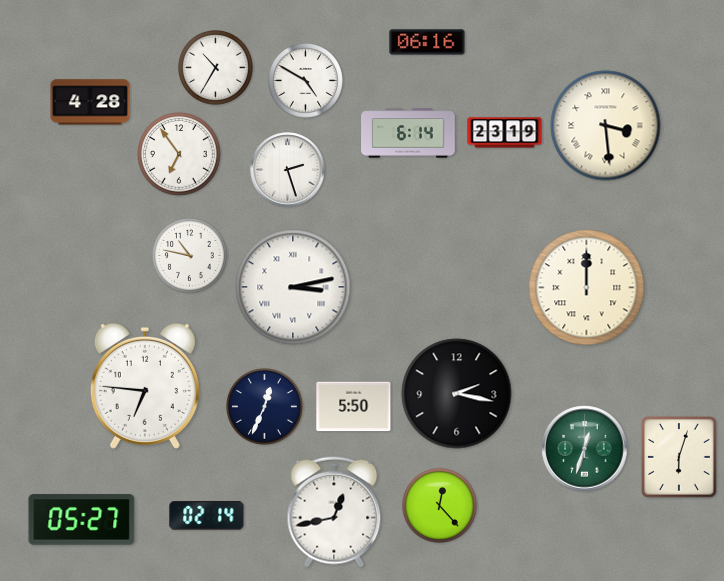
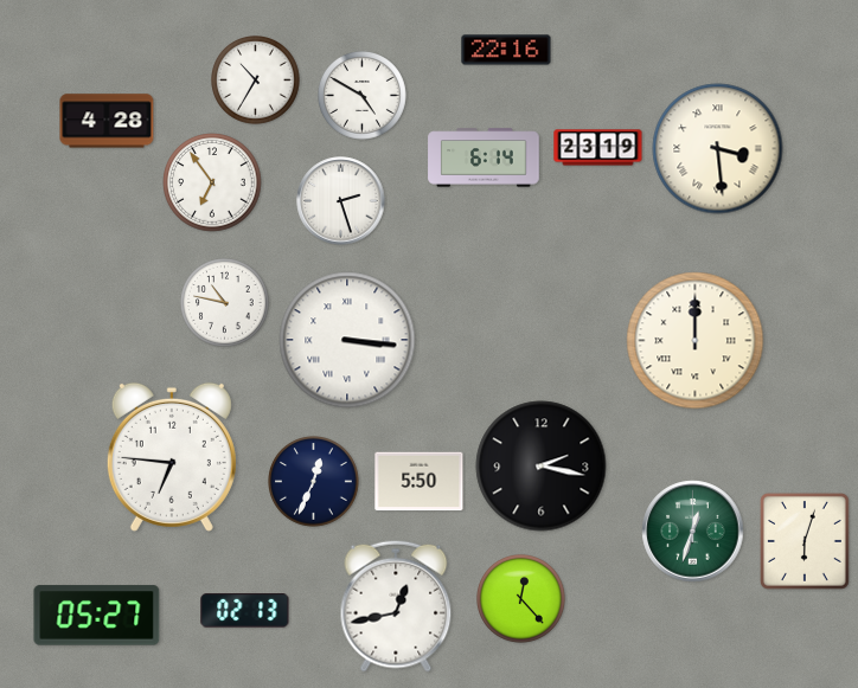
clock at (427, 42): 06:16 -> 22:16
clock at (505, 133) position: (505, 133) -> (598, 148)
clock at (293, 287): 3:13 -> 3:16
clock at (207, 516): 02:14 -> 02:13
